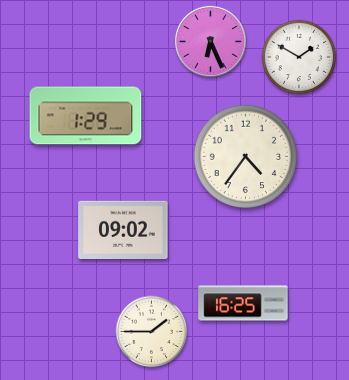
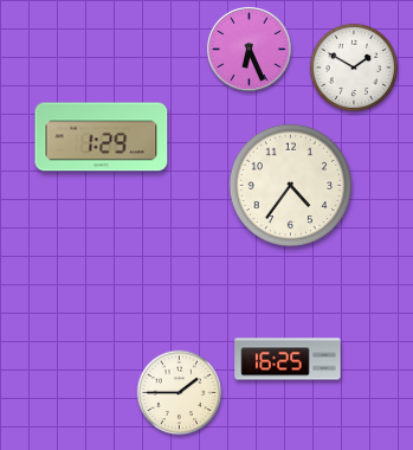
clock at (123, 229): 09:02 -> none
